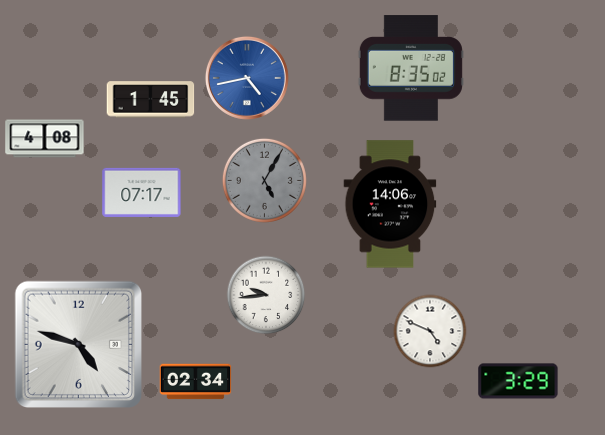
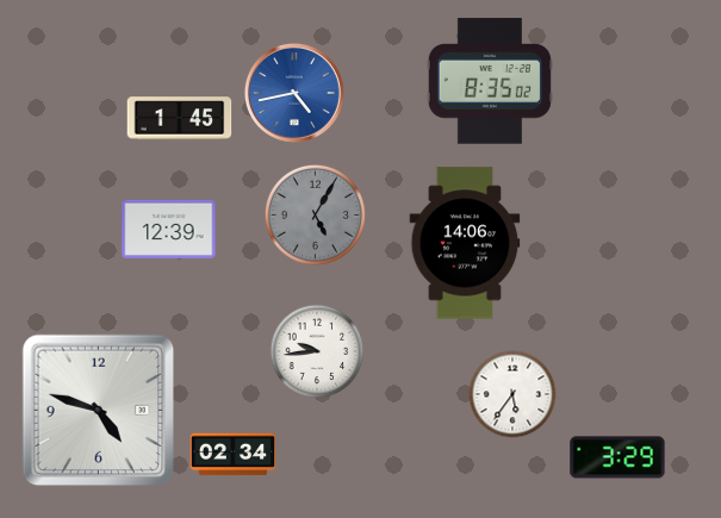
clock at (45, 139): 4:08 -> none
clock at (142, 192): 07:17 -> 12:39
clock at (430, 331): 4:49 -> 5:36
clock at (78, 344) position: (78, 344) -> (98, 410)
clock at (518, 381) position: (518, 381) -> (617, 457)
